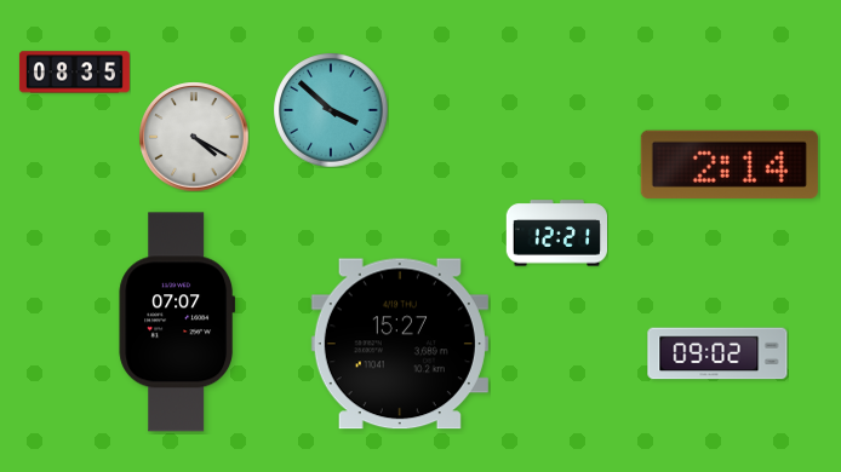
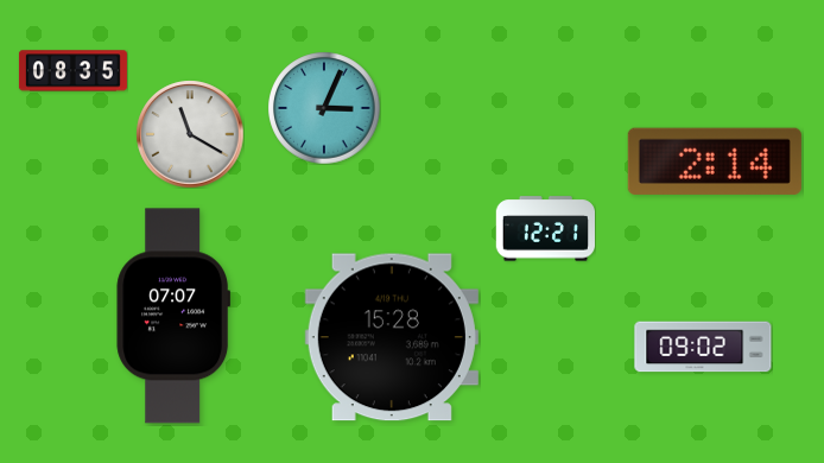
clock at (331, 110): 3:52 -> 3:04
clock at (194, 137): 4:20 -> 11:20
clock at (400, 344): 15:27 -> 15:28
